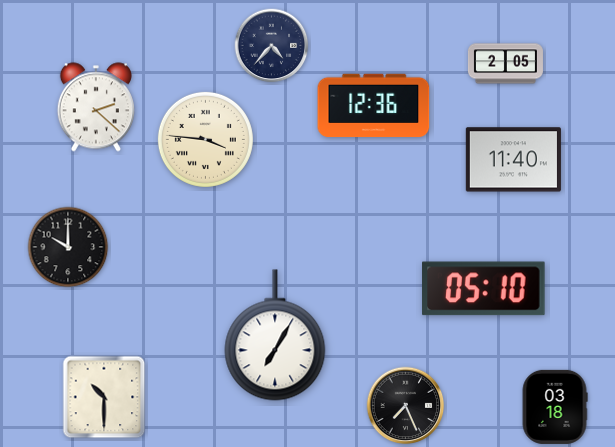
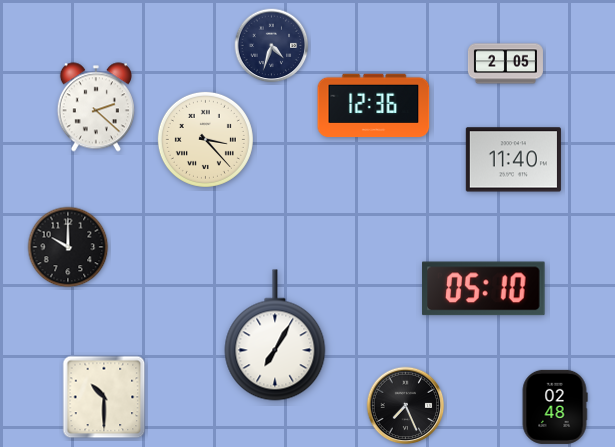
clock at (272, 46): 4:37 -> 4:33
clock at (205, 139): 3:46 -> 3:23
clock at (555, 407): 03:18 -> 02:48
